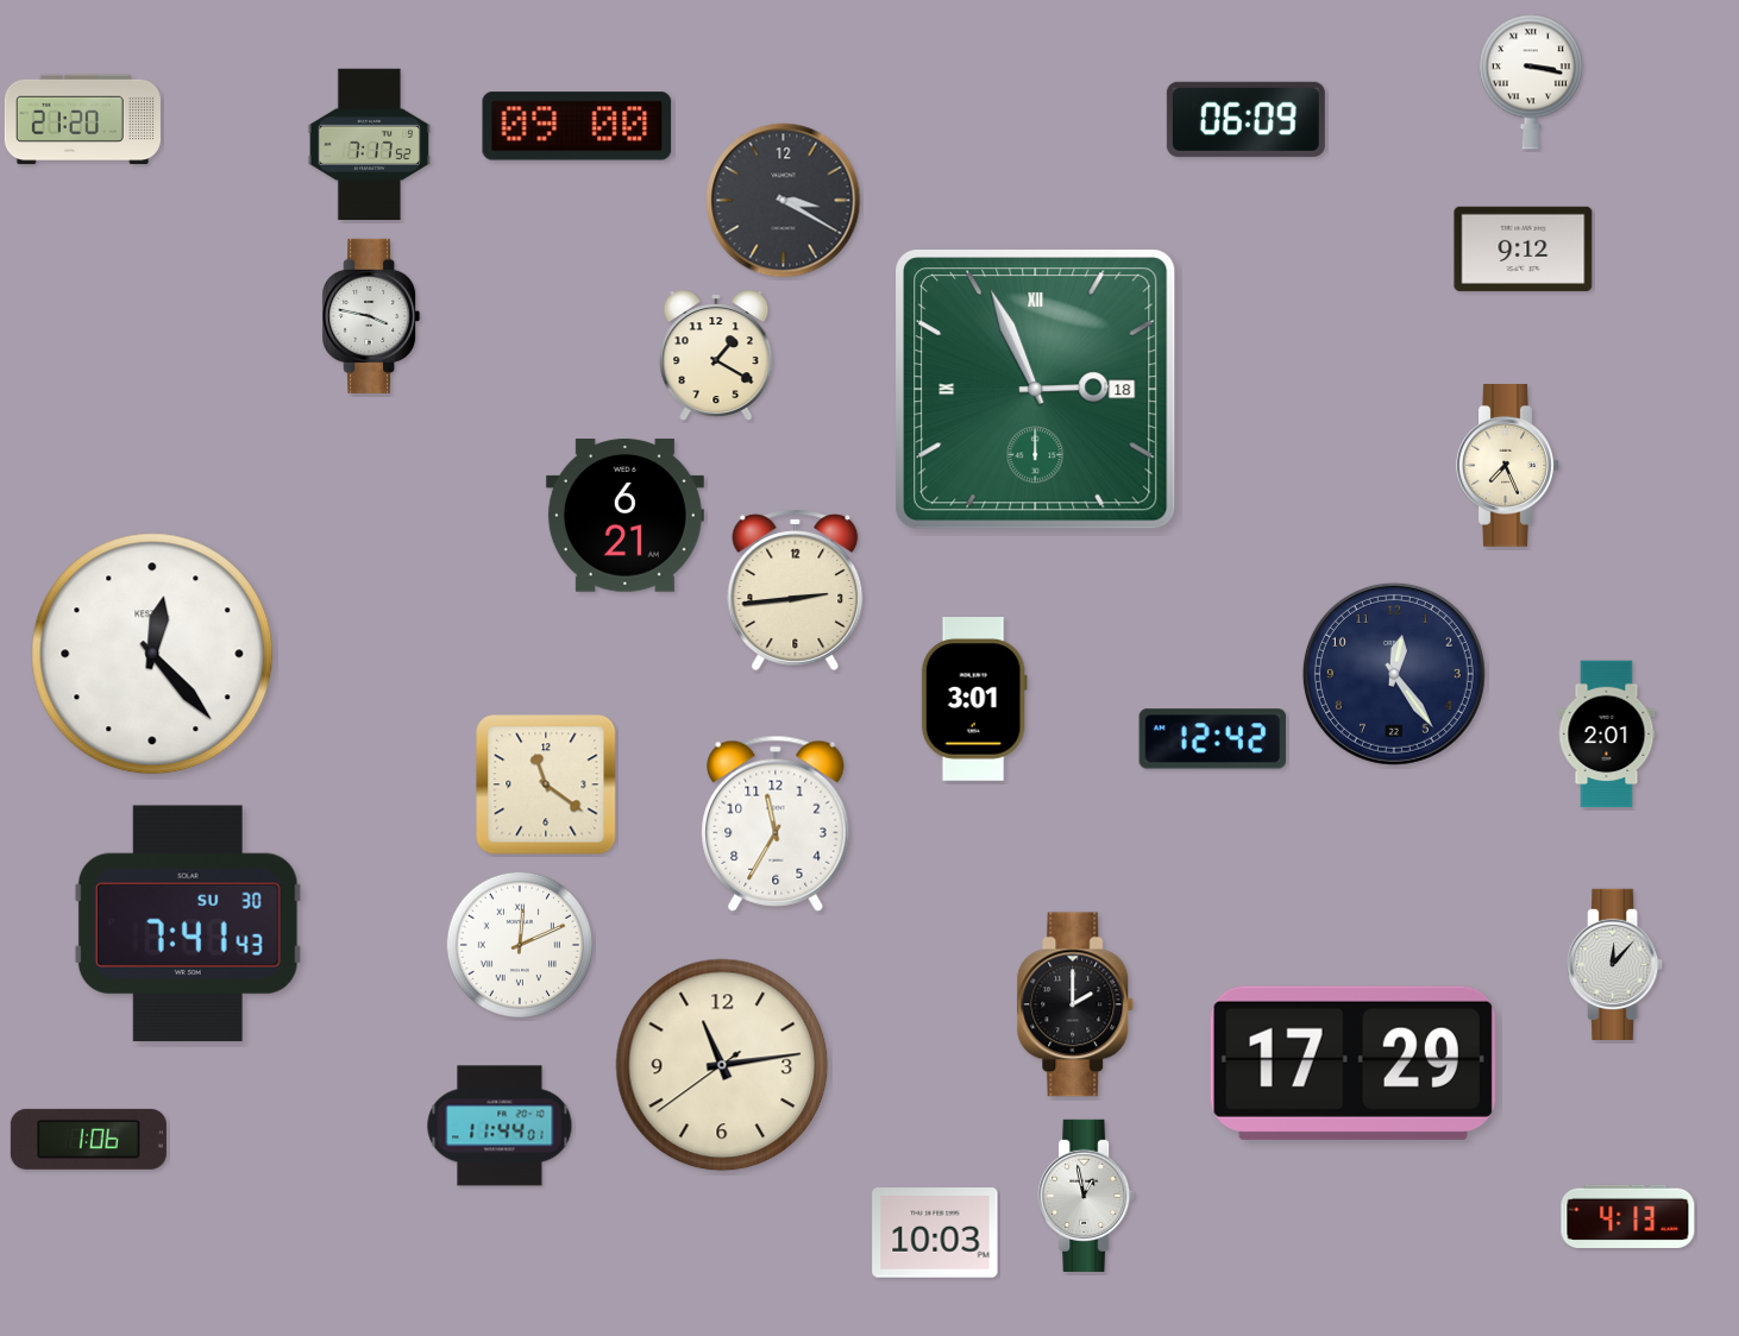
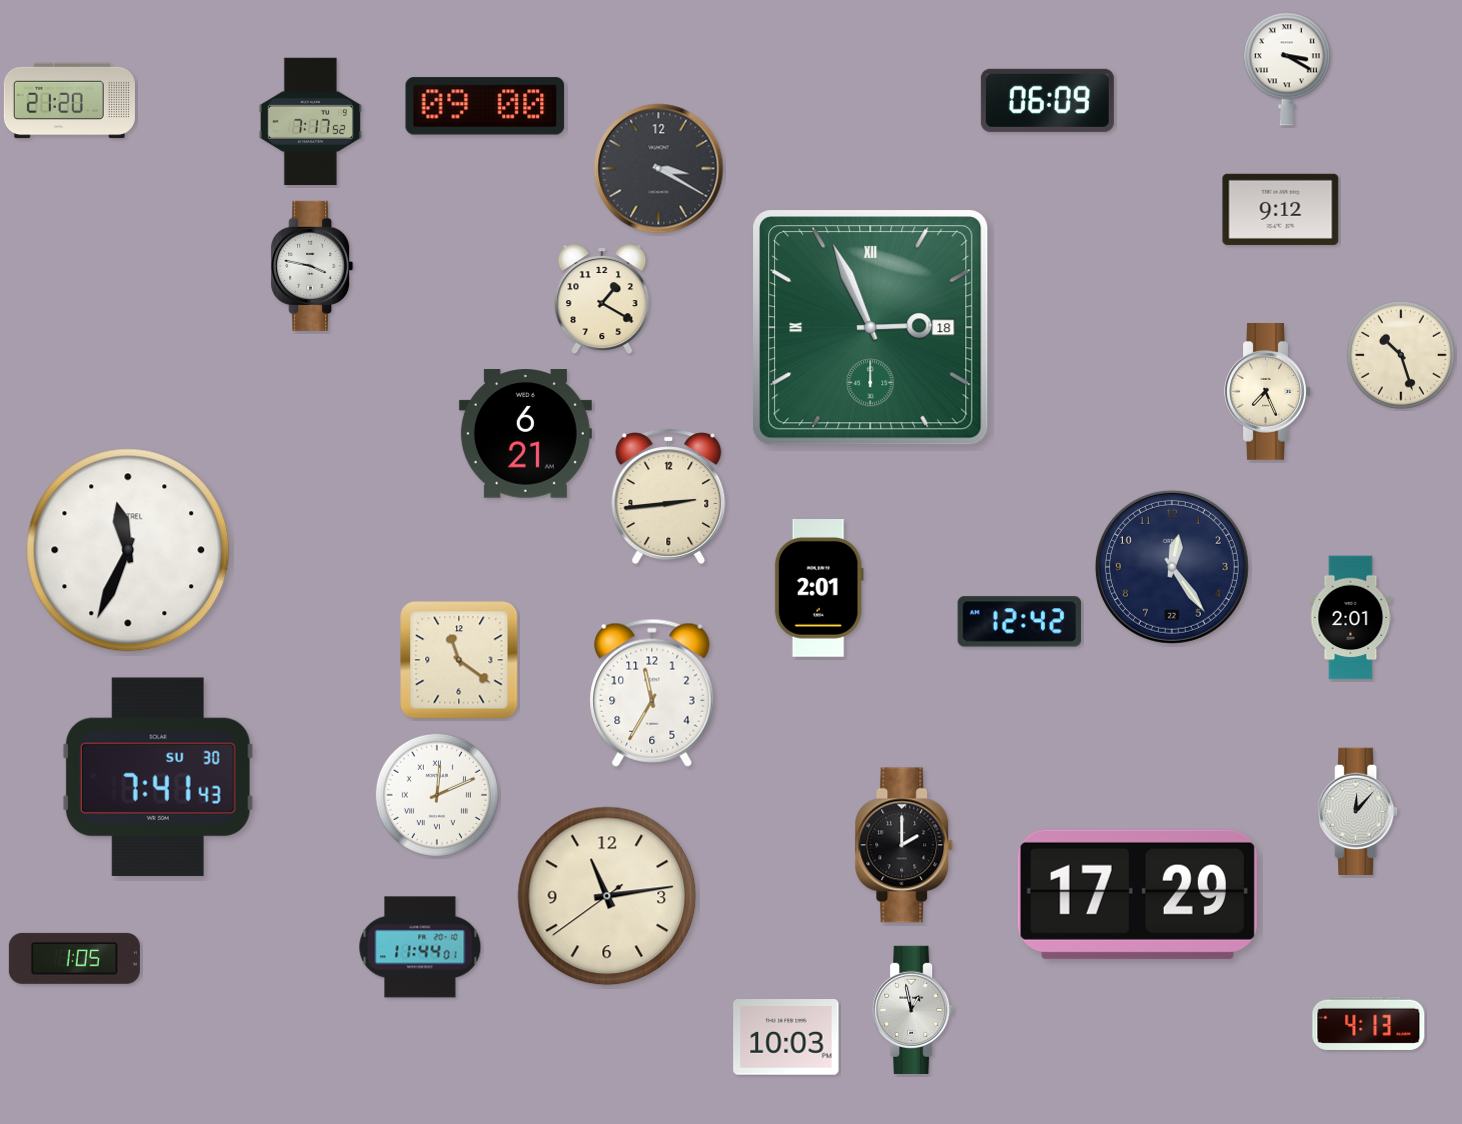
clock at (1531, 82): 3:17 -> 3:20
clock at (1401, 355): none -> 10:27
clock at (152, 654): 12:23 -> 11:34
clock at (974, 700): 3:01 -> 2:01
clock at (88, 1139): 1:06 -> 1:05
clock at (1086, 1196) position: (1086, 1196) -> (913, 1010)
